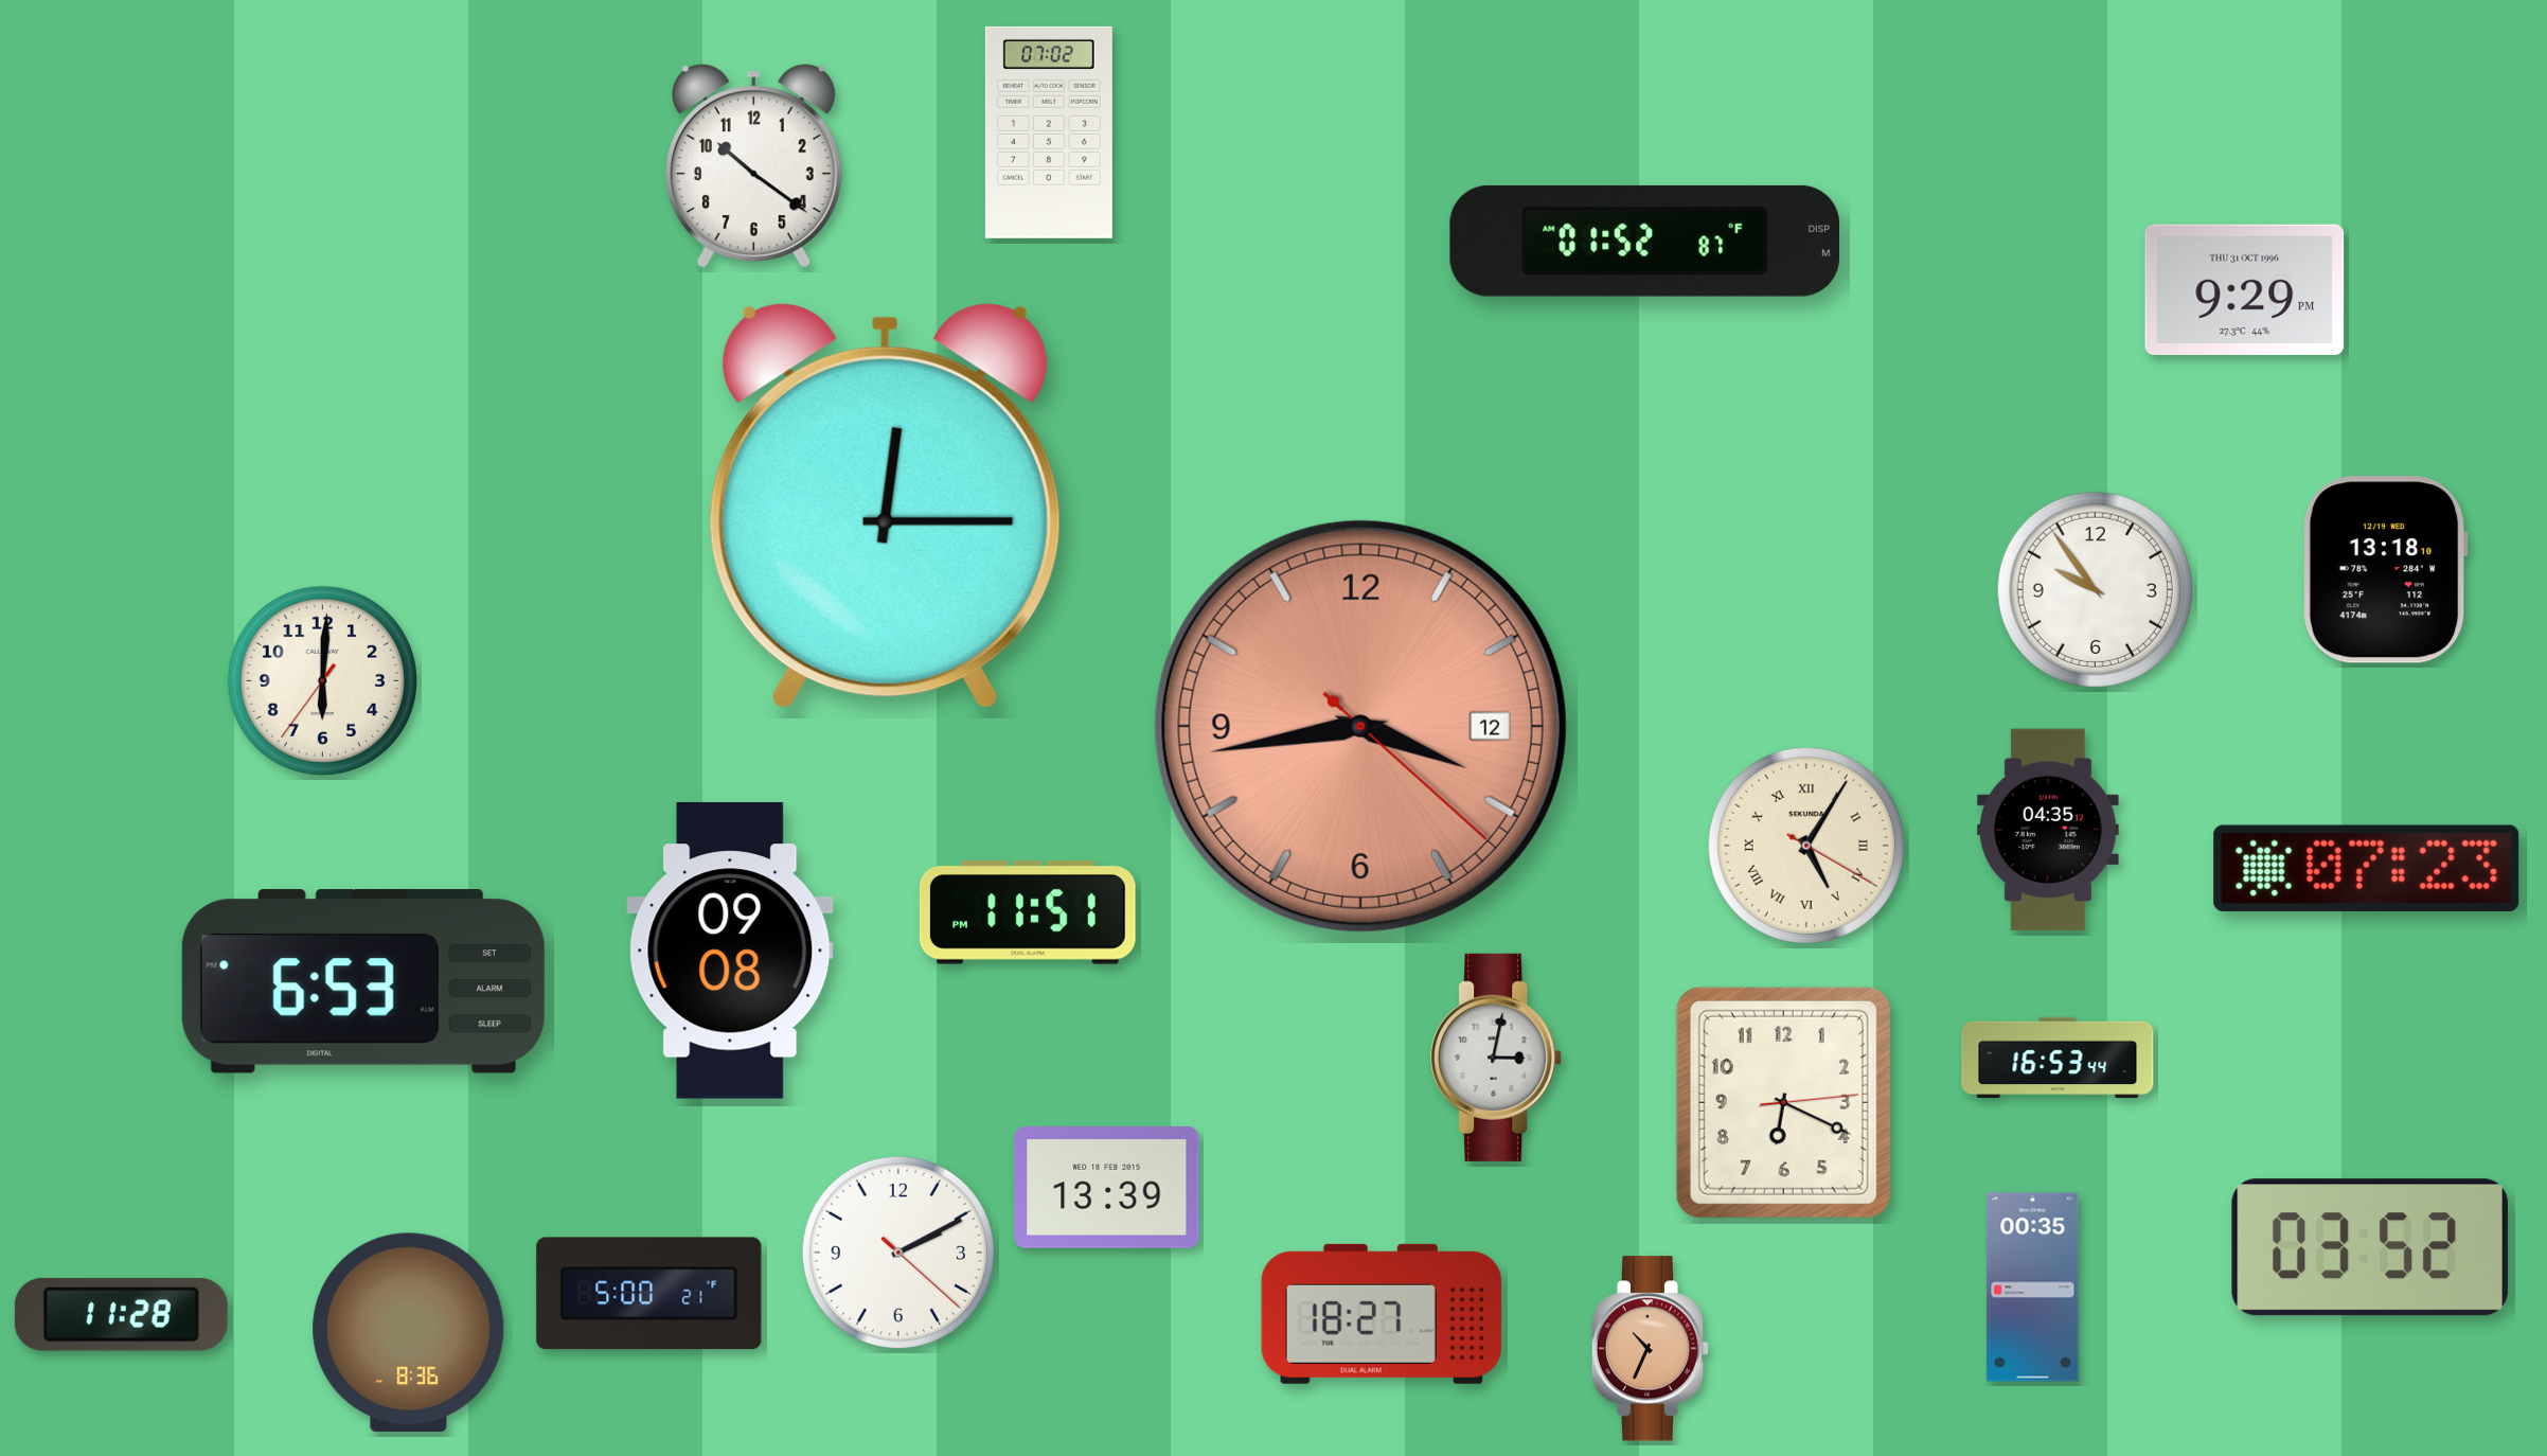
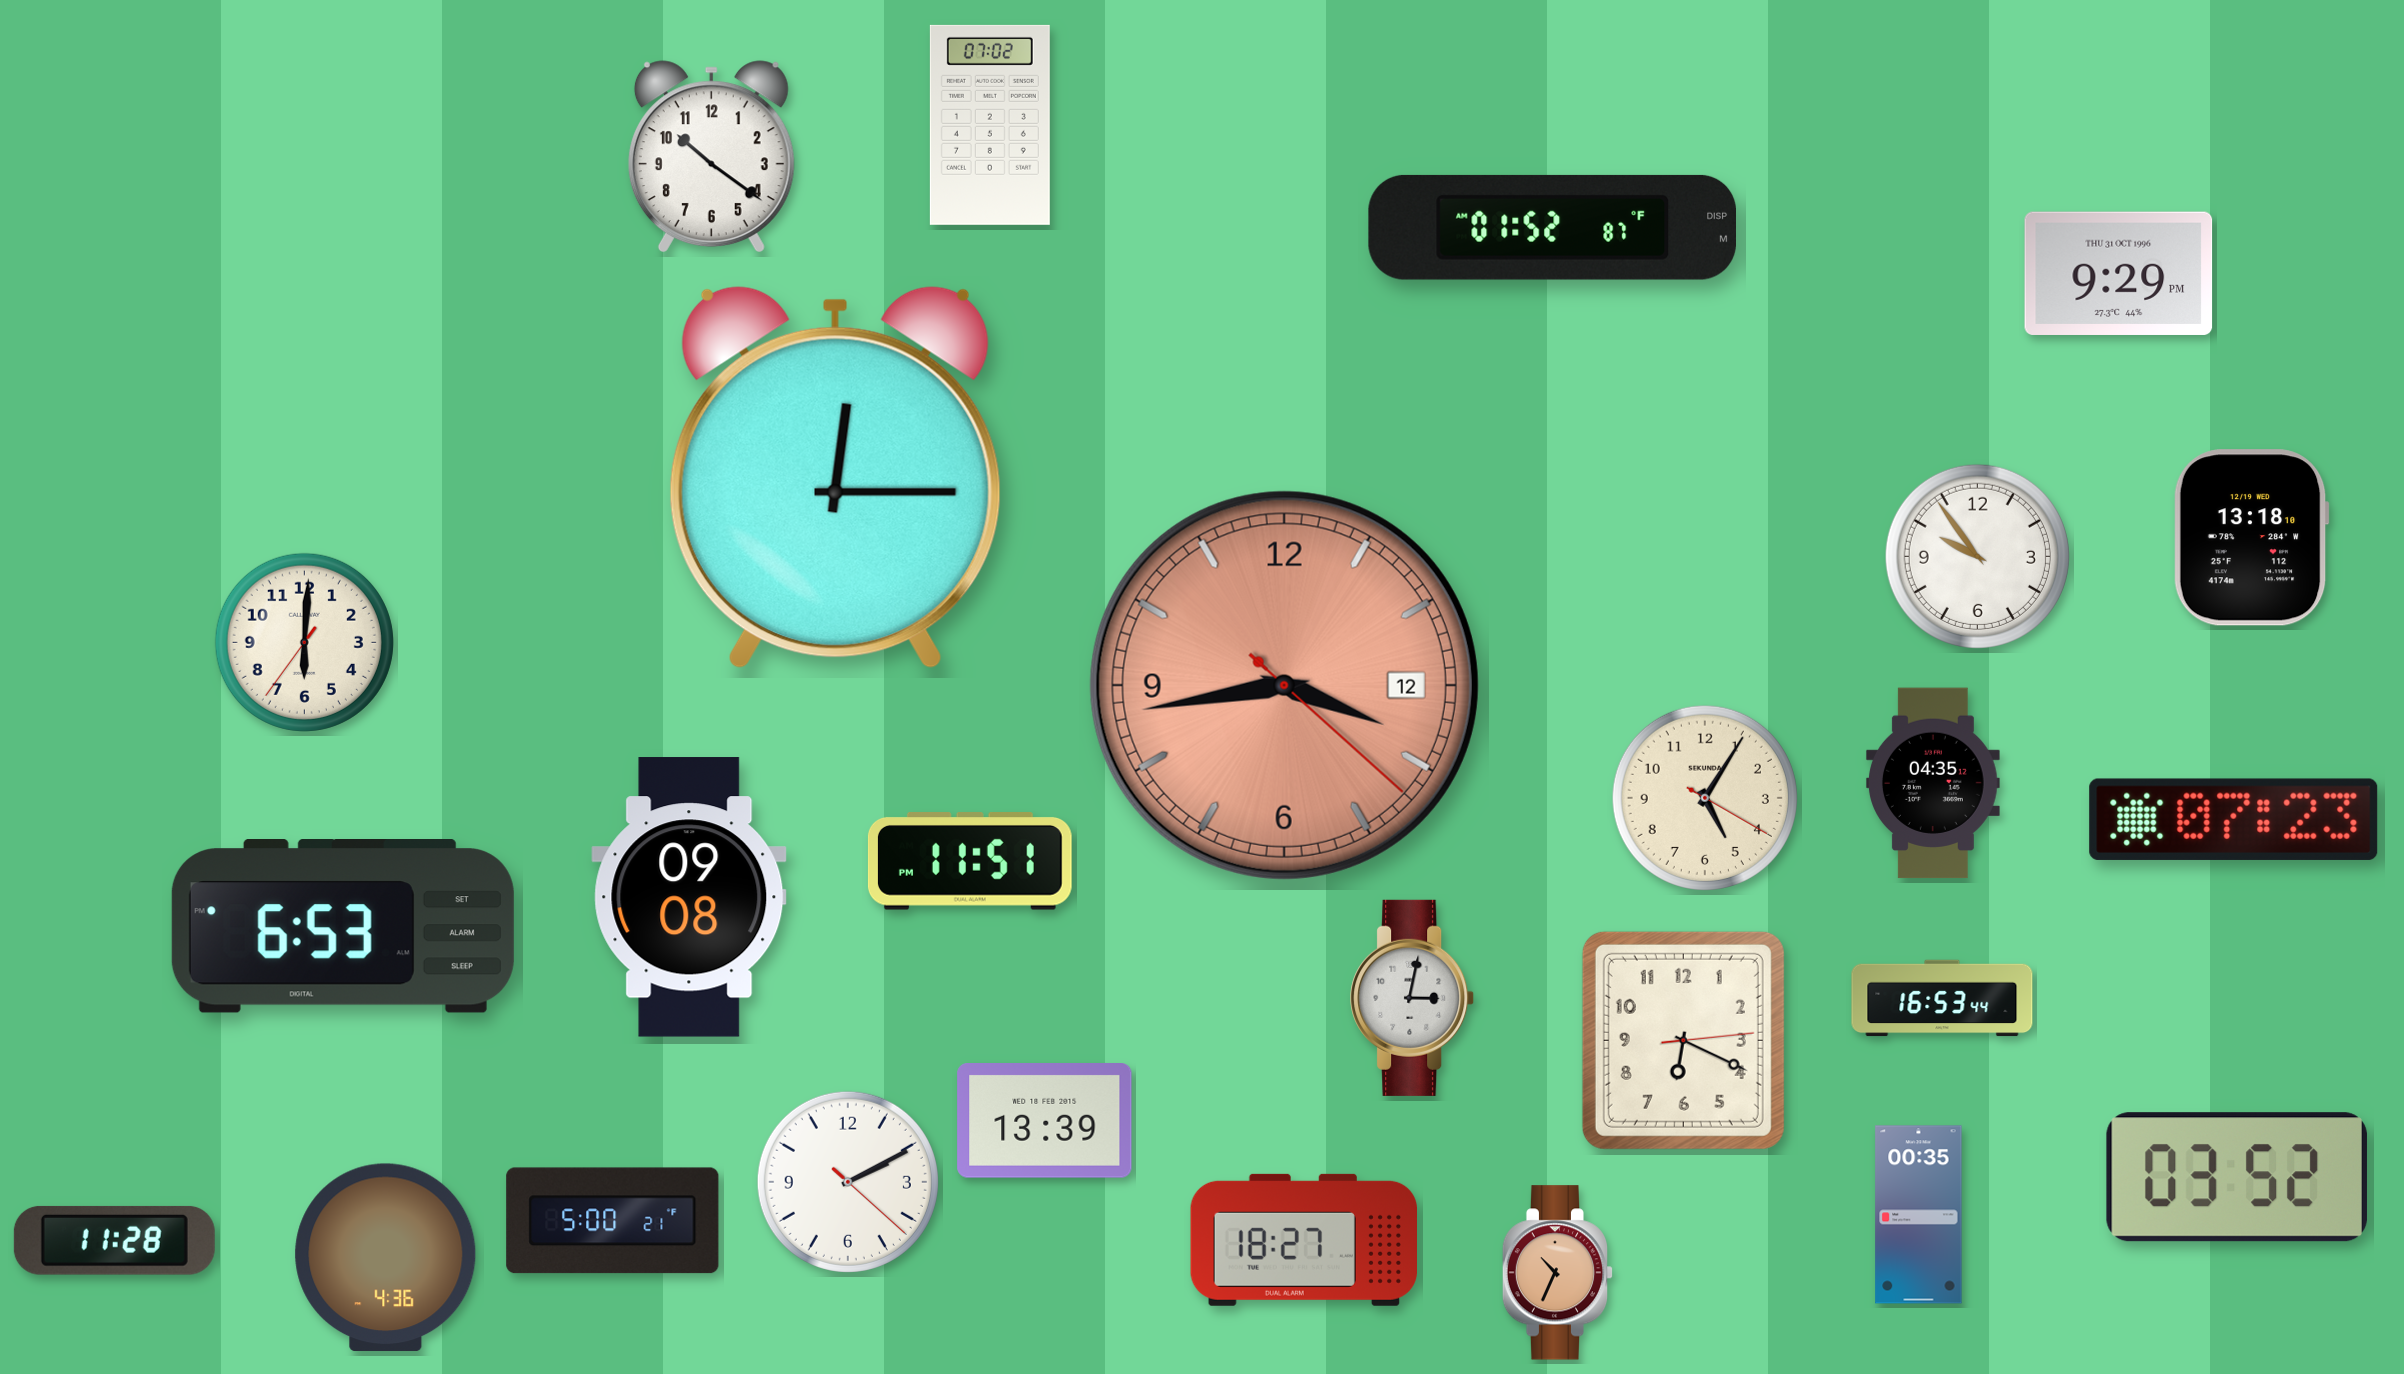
clock at (1806, 846) numerals: Roman -> Arabic
clock at (409, 1333): 8:36 -> 4:36
